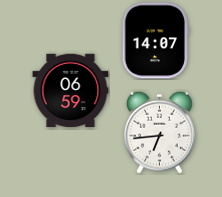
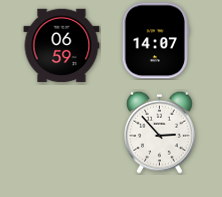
clock at (71, 91) position: (71, 91) -> (62, 46)
clock at (160, 132): 6:44 -> 2:53
